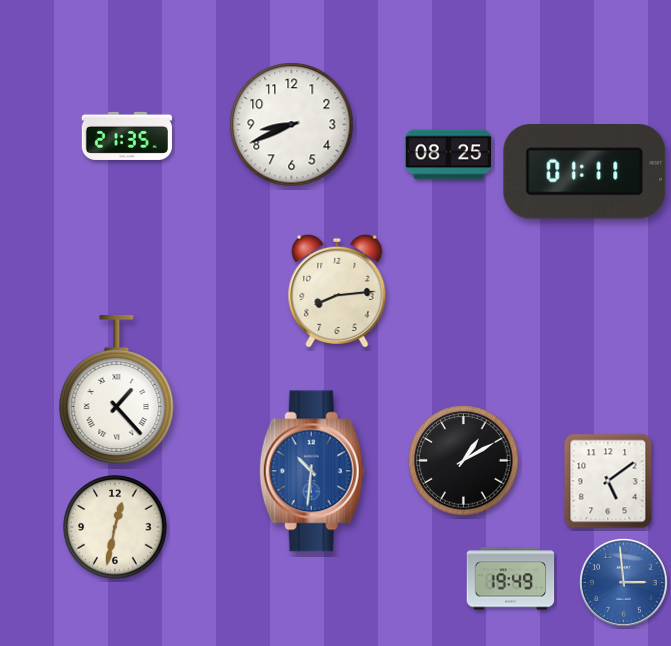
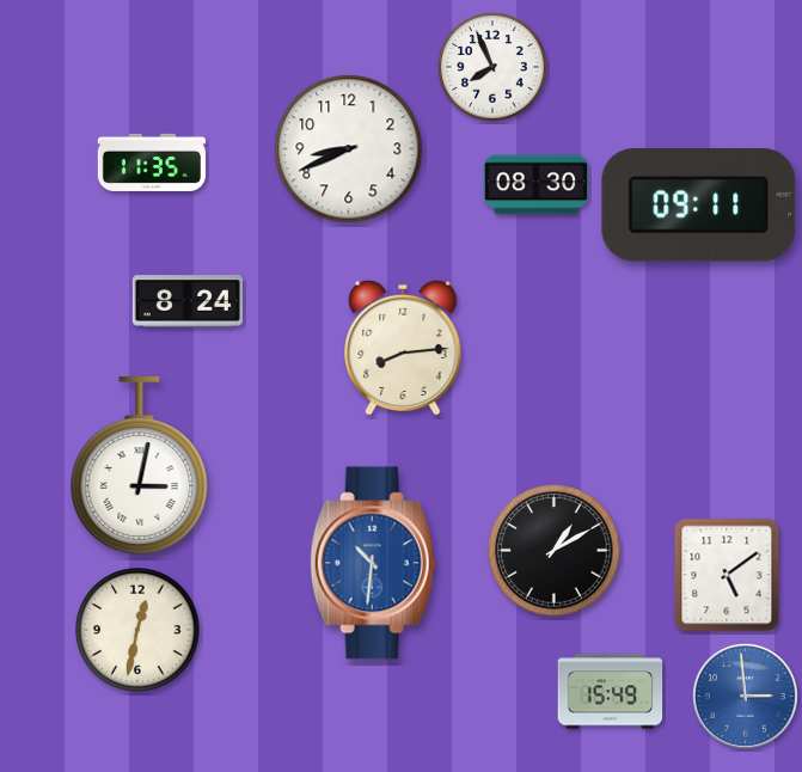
clock at (492, 67): none -> 7:56
clock at (127, 136): 21:35 -> 11:35
clock at (449, 155): 08:25 -> 08:30
clock at (585, 172): 01:11 -> 09:11
clock at (188, 301): none -> 8:24
clock at (117, 390): 1:23 -> 3:02
clock at (511, 579): 19:49 -> 15:49
